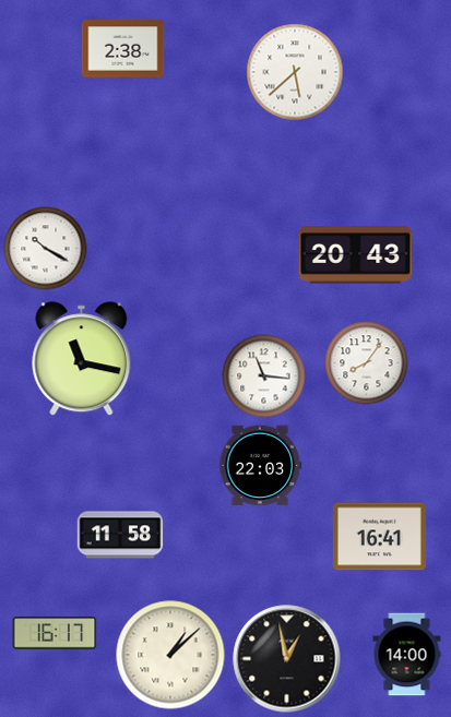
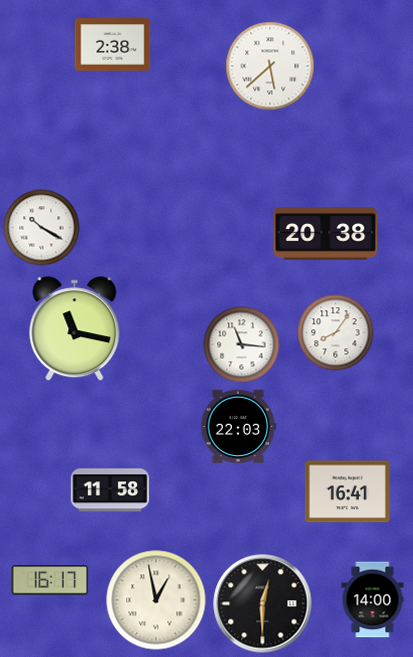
clock at (356, 255): 20:43 -> 20:38
clock at (170, 655): 1:08 -> 12:58
clock at (287, 659): 12:58 -> 12:30
